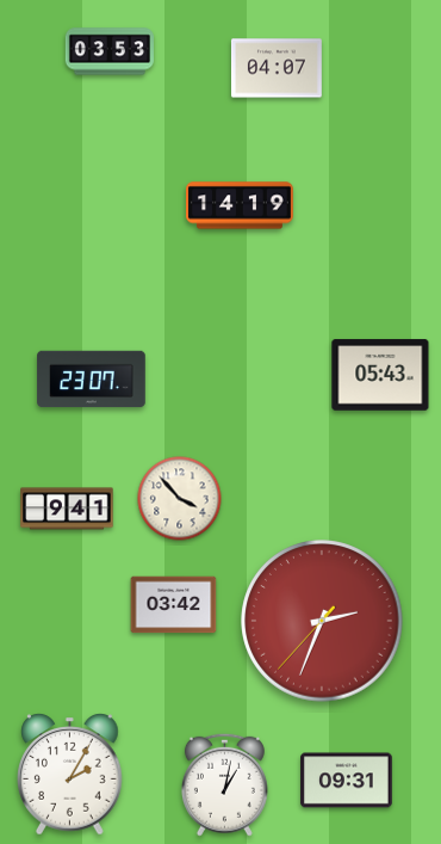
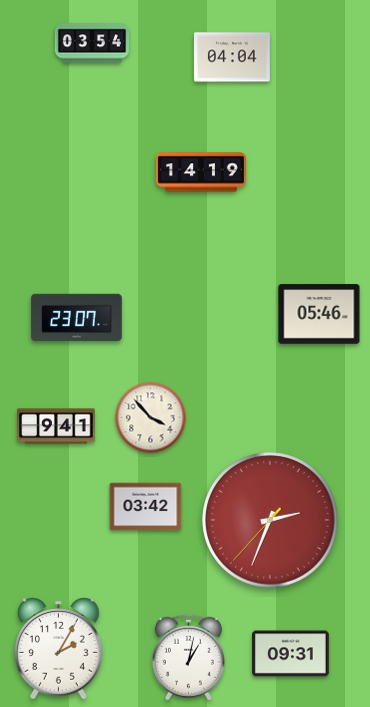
clock at (108, 51): 03:53 -> 03:54
clock at (277, 68): 04:07 -> 04:04
clock at (380, 375): 05:43 -> 05:46
